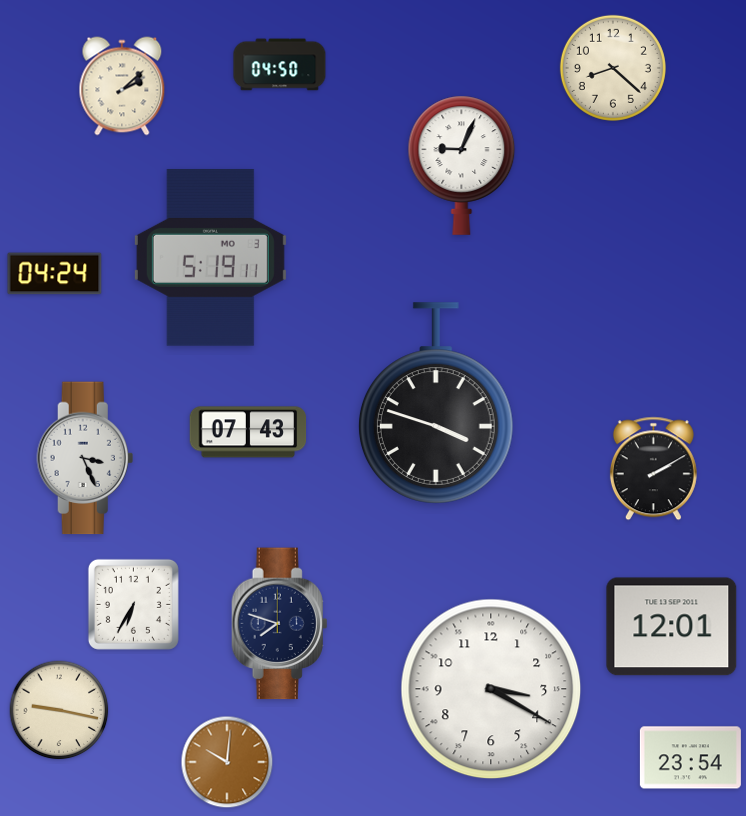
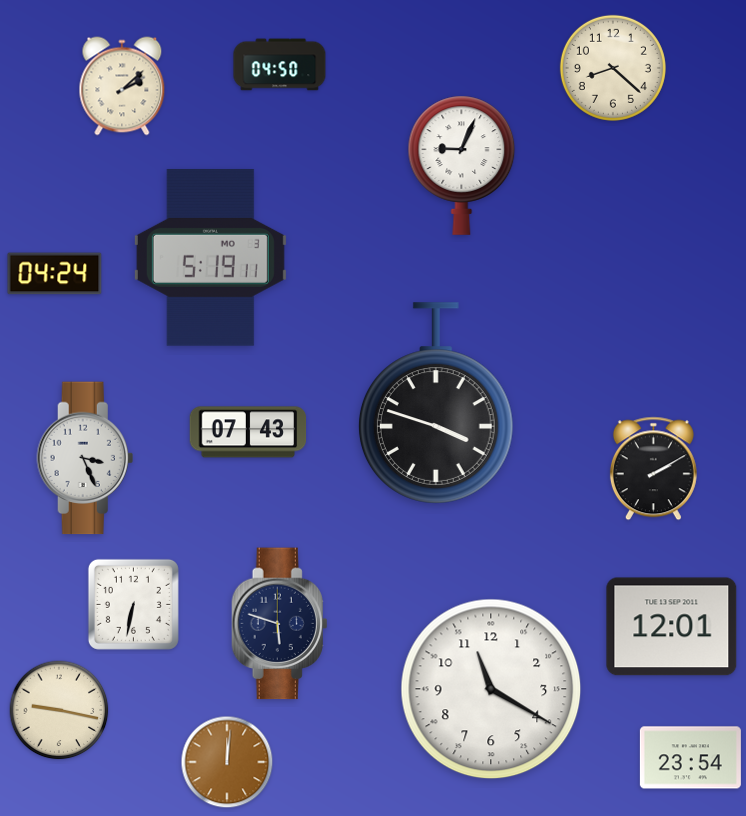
clock at (133, 604): 6:35 -> 6:32
clock at (280, 624): 7:48 -> 5:48
clock at (491, 689): 3:20 -> 11:20
clock at (227, 762): 10:01 -> 12:01
